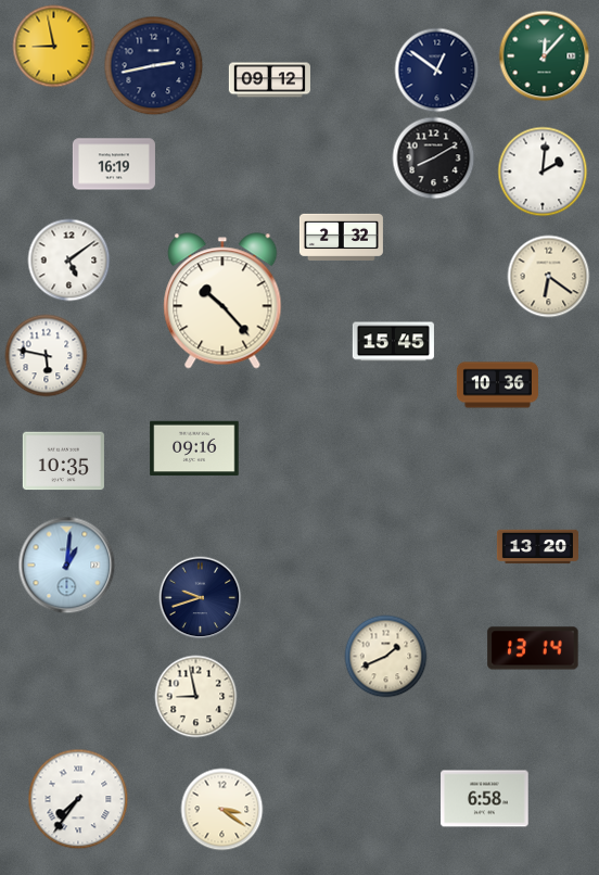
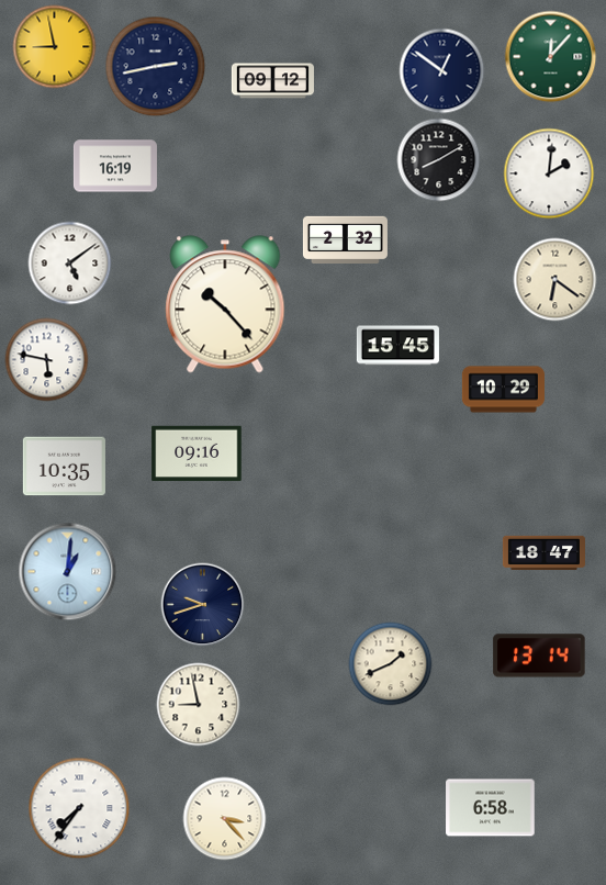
clock at (497, 385): 10:36 -> 10:29
clock at (537, 547): 13:20 -> 18:47
clock at (222, 810): 3:21 -> 3:23
